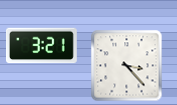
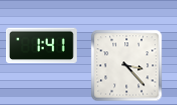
clock at (42, 46): 3:21 -> 1:41
